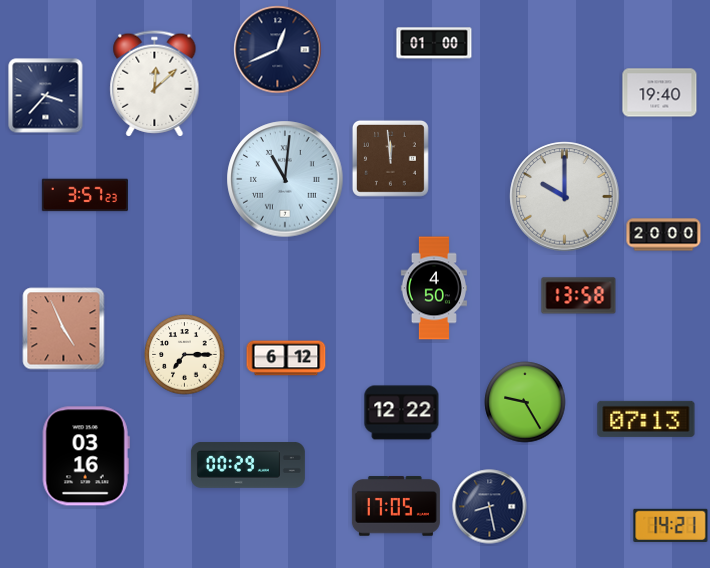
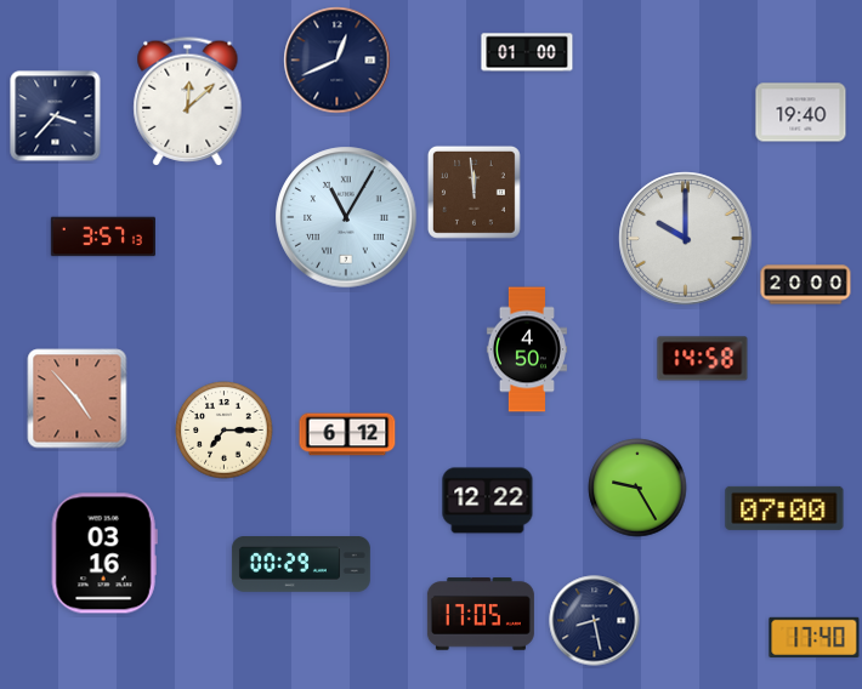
clock at (285, 179): 11:01 -> 11:05
clock at (85, 195): 3:57:23 -> 3:57:13
clock at (579, 296): 13:58 -> 14:58
clock at (64, 329): 4:56 -> 4:53
clock at (646, 419): 07:13 -> 07:00
clock at (490, 507) position: (490, 507) -> (595, 621)
clock at (671, 525): 14:21 -> 17:40
